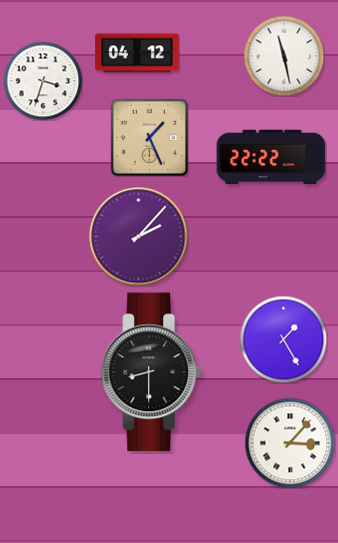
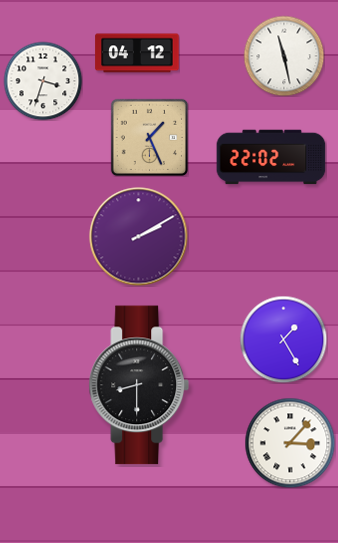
clock at (271, 157): 22:22 -> 22:02
clock at (139, 237): 2:07 -> 2:10
clock at (151, 372) position: (151, 372) -> (139, 385)
